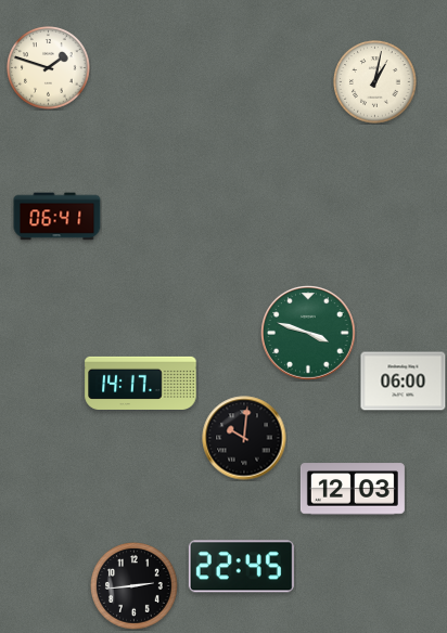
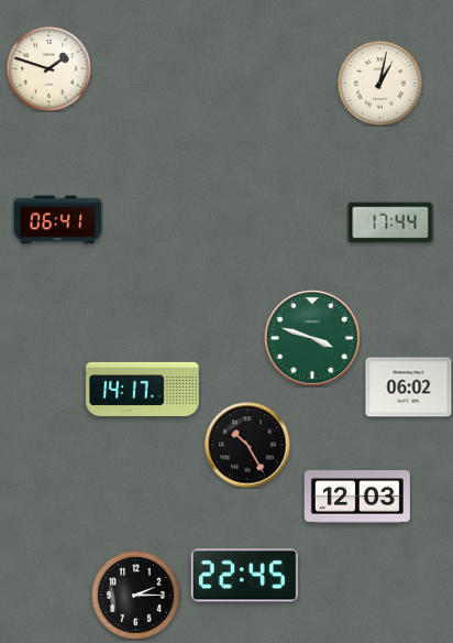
clock at (390, 222): none -> 17:44
clock at (404, 382): 06:00 -> 06:02
clock at (244, 438): 10:01 -> 10:25
clock at (135, 586): 2:44 -> 2:15
